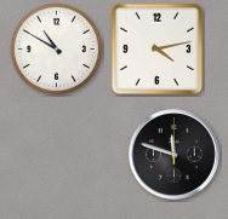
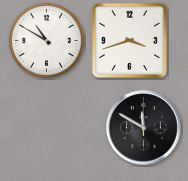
clock at (158, 50): 4:13 -> 3:42
clock at (175, 155): 11:48 -> 11:50
